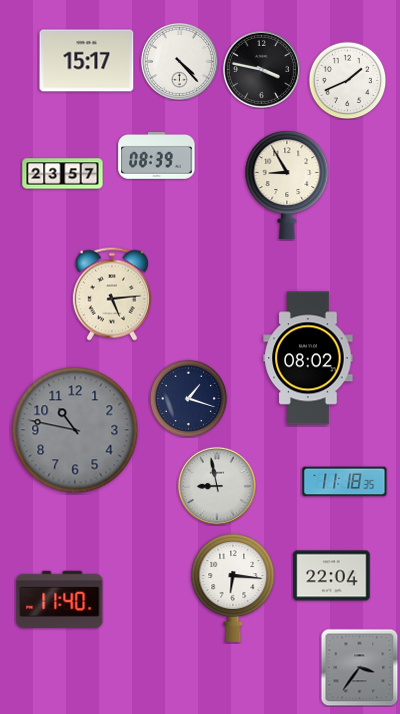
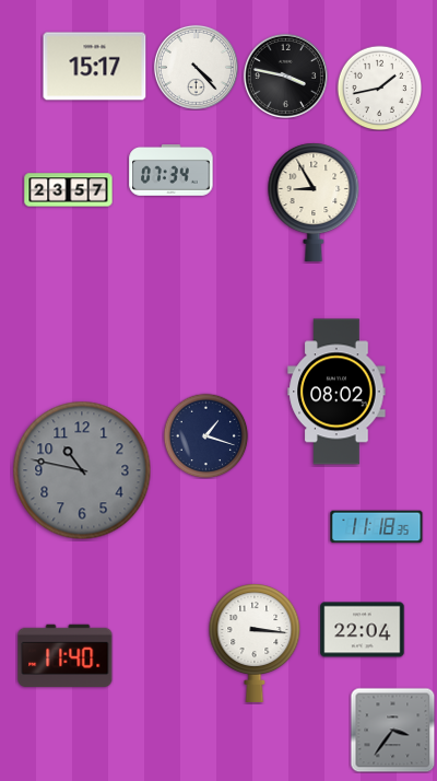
clock at (347, 80): 1:41 -> 1:43
clock at (157, 156): 08:39 -> 07:34
clock at (112, 294): 5:14 -> none
clock at (217, 486): 8:58 -> none
clock at (233, 588): 6:16 -> 3:16
